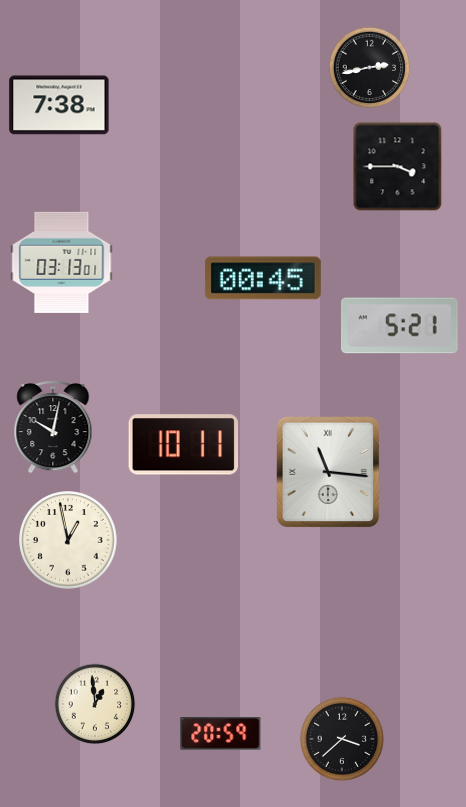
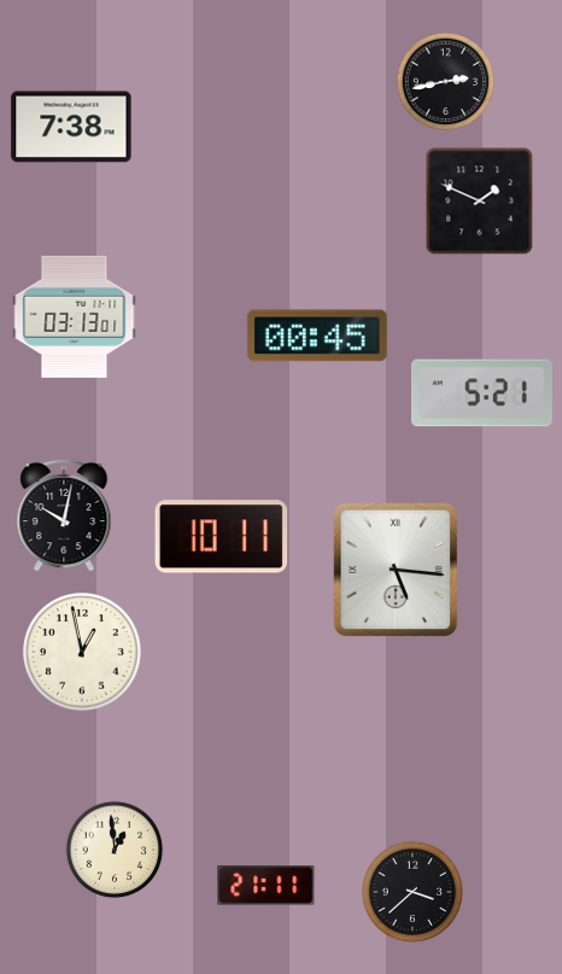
clock at (398, 167): 3:45 -> 1:49
clock at (328, 472): 11:16 -> 5:16
clock at (221, 734): 20:59 -> 21:11
